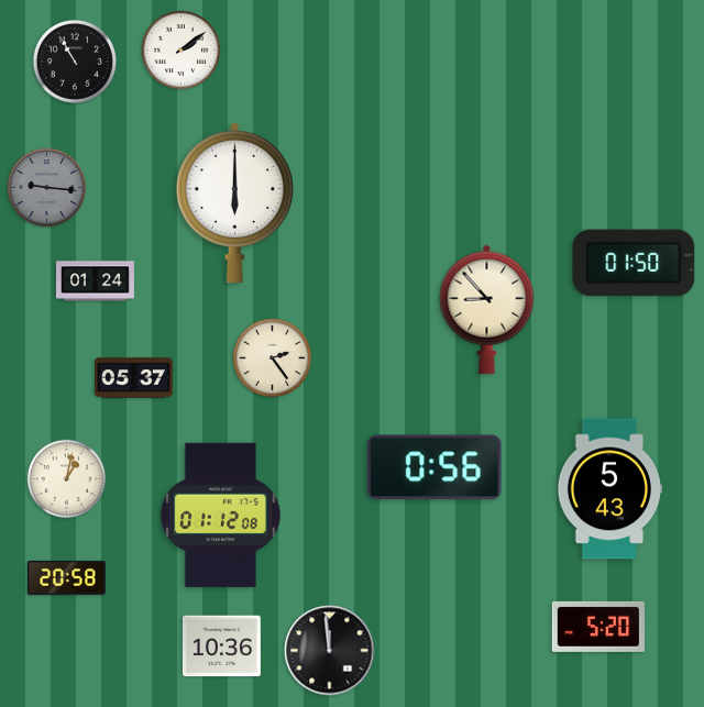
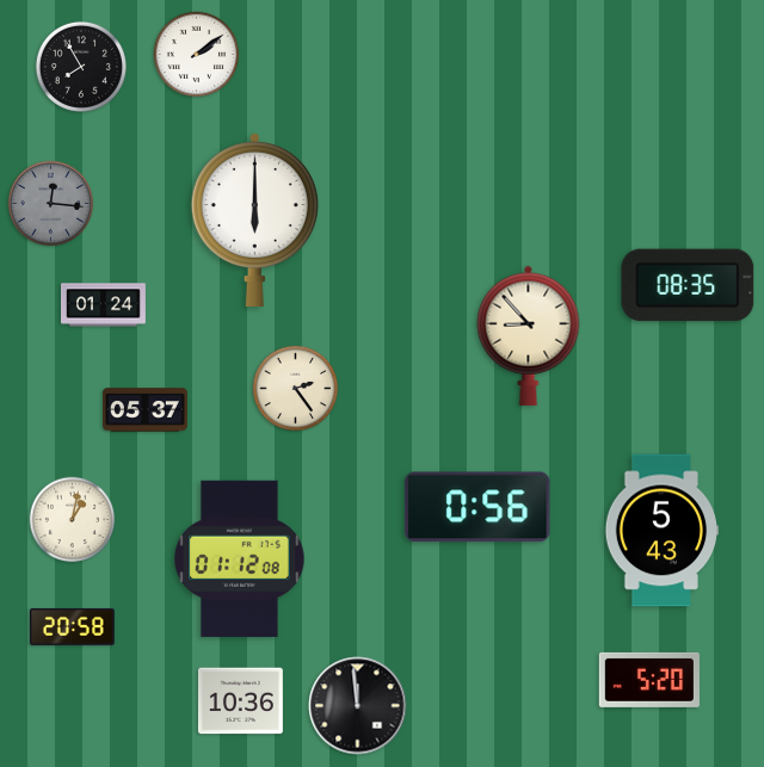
clock at (75, 62): 10:55 -> 7:55
clock at (47, 188): 9:16 -> 12:16
clock at (634, 263): 01:50 -> 08:35
clock at (435, 467) position: (435, 467) -> (478, 507)
